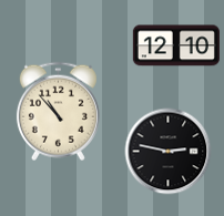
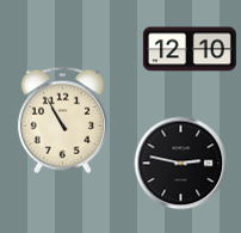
clock at (58, 111): 10:53 -> 10:55
